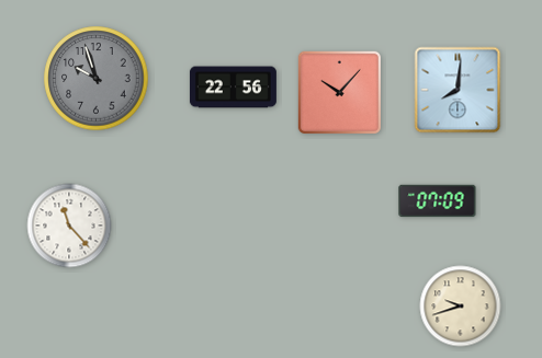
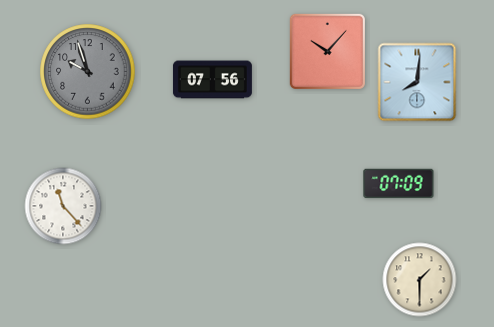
clock at (233, 88): 22:56 -> 07:56
clock at (339, 92) position: (339, 92) -> (327, 51)
clock at (461, 307): 9:42 -> 1:30
